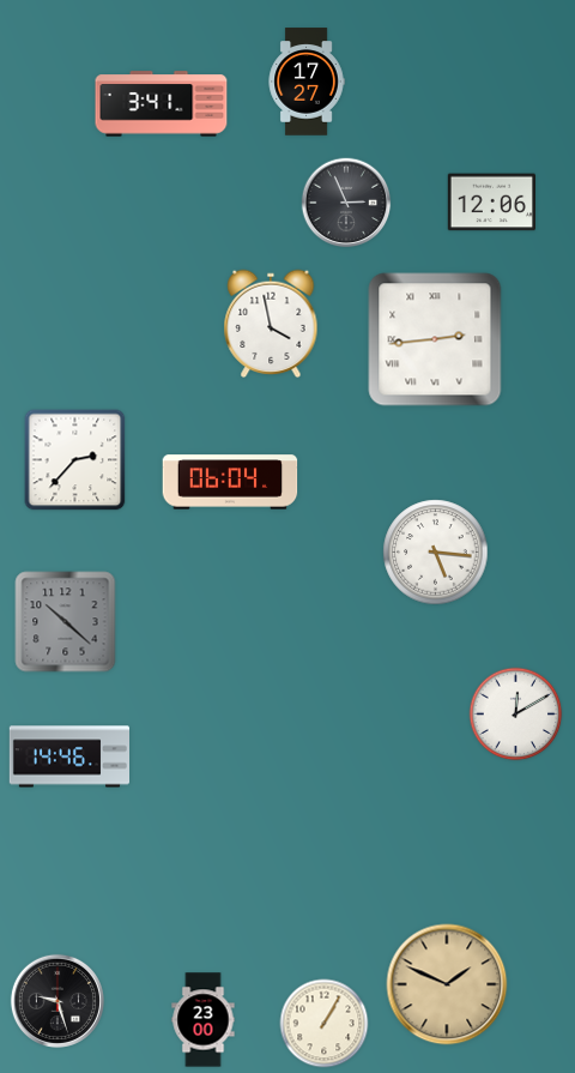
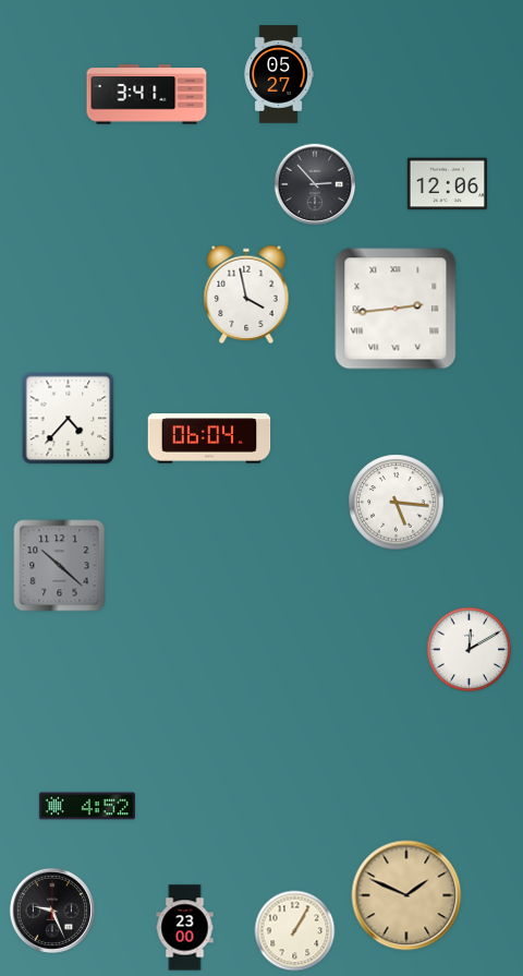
clock at (307, 82): 17:27 -> 05:27
clock at (346, 203): 2:56 -> 2:53
clock at (75, 460): 2:37 -> 4:37
clock at (68, 756): 14:46 -> none
clock at (87, 806): none -> 4:52
clock at (57, 1001): 9:27 -> 9:26
